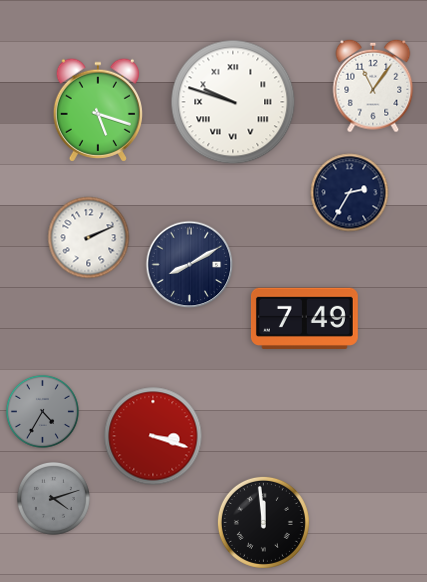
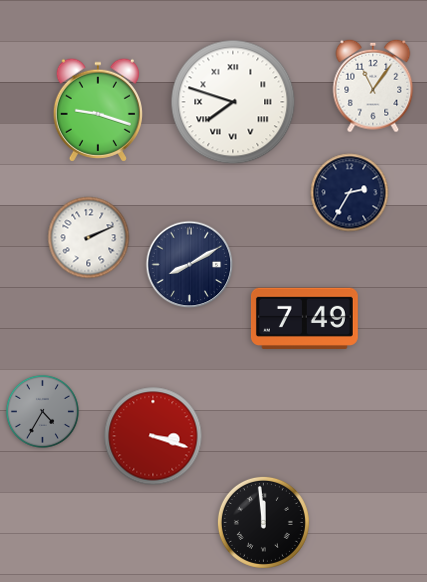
clock at (233, 102): 9:48 -> 7:48
clock at (98, 110): 5:18 -> 9:18
clock at (53, 498): 4:12 -> none
